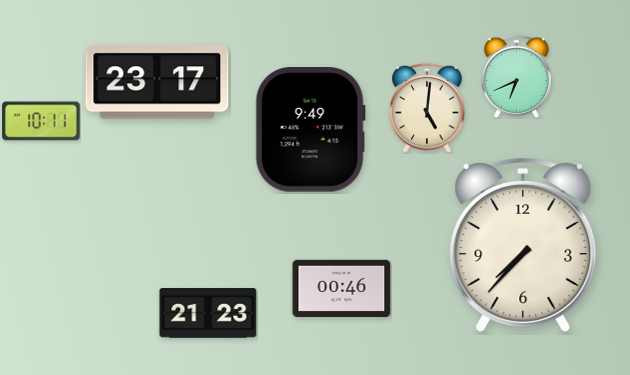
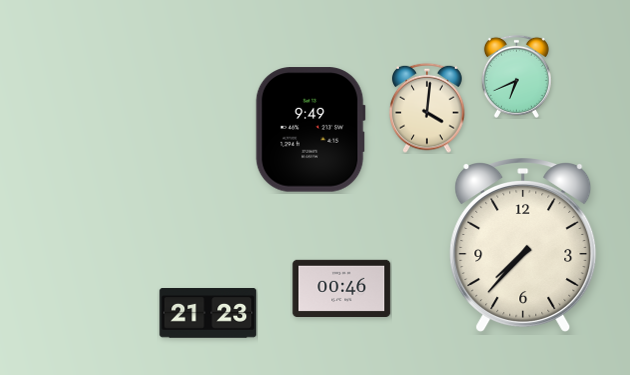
clock at (157, 82): 23:17 -> none
clock at (427, 108): 5:01 -> 4:01
clock at (41, 121): 10:11 -> none
